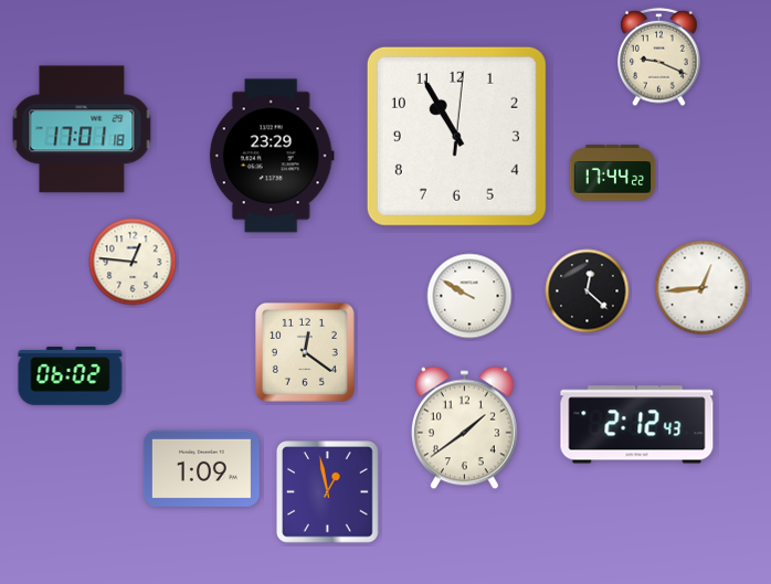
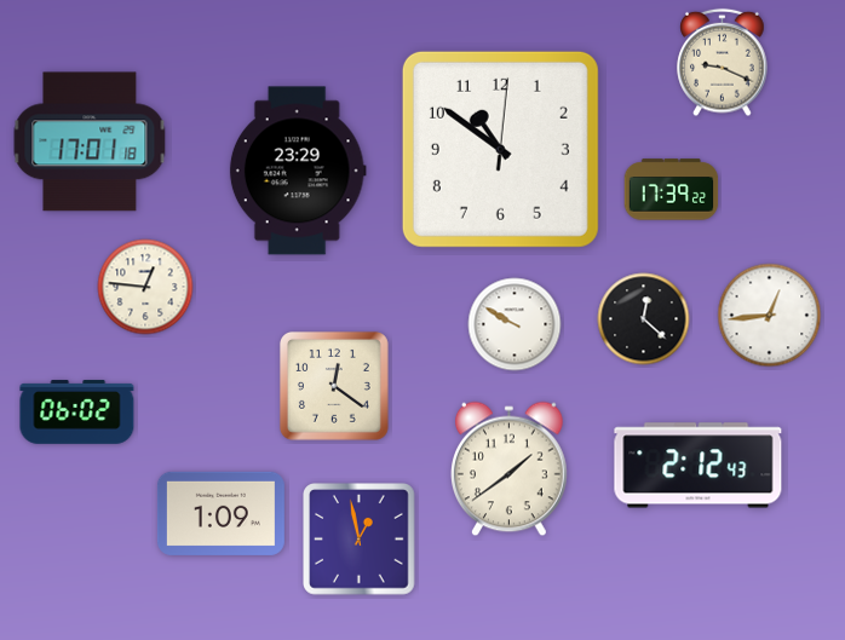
clock at (456, 136): 10:55 -> 10:51
clock at (613, 173): 17:44 -> 17:39
